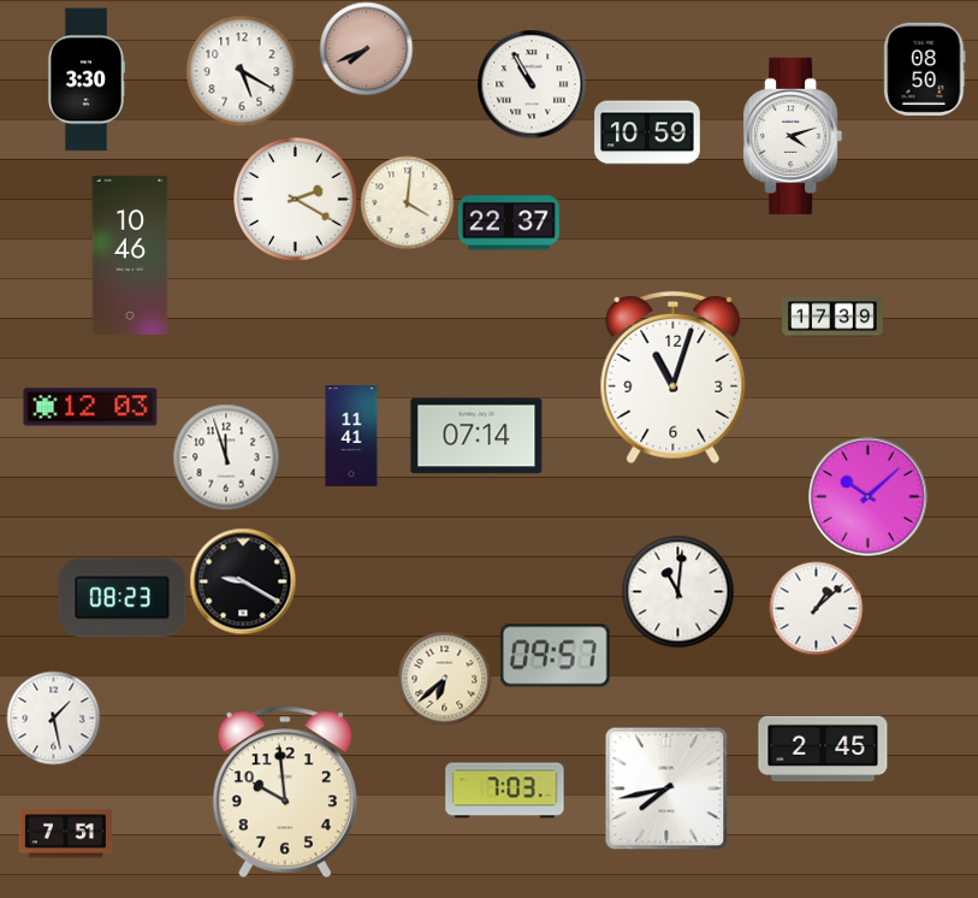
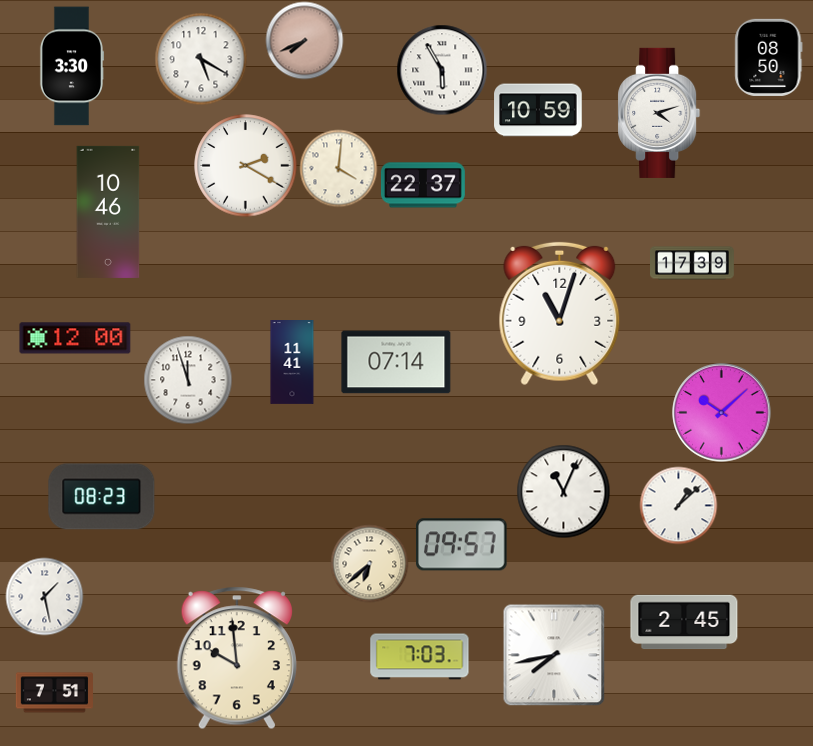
clock at (532, 84): 10:55 -> 5:55
clock at (90, 407): 12:03 -> 12:00
clock at (243, 581): 9:20 -> none
clock at (677, 591): 11:01 -> 11:04
